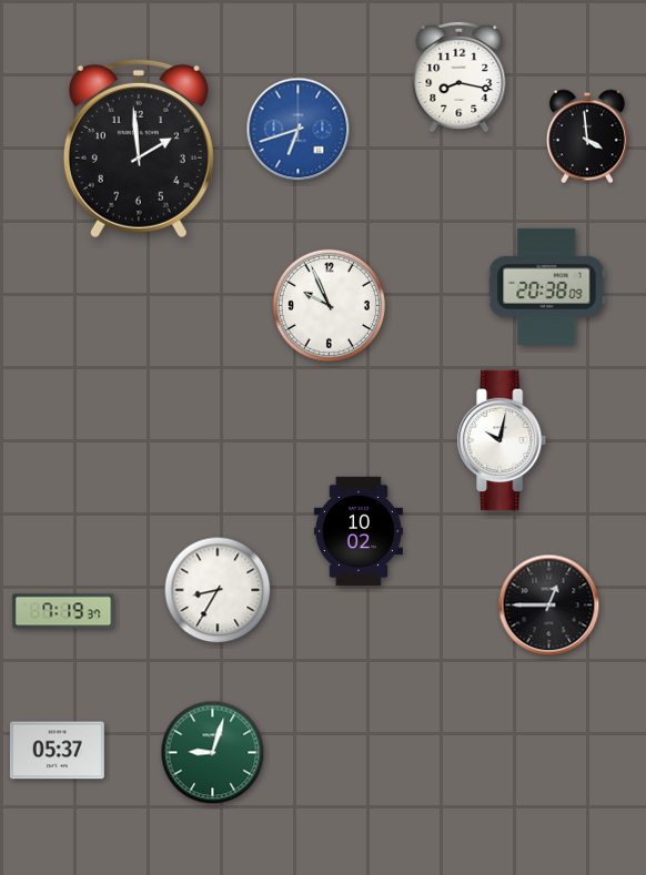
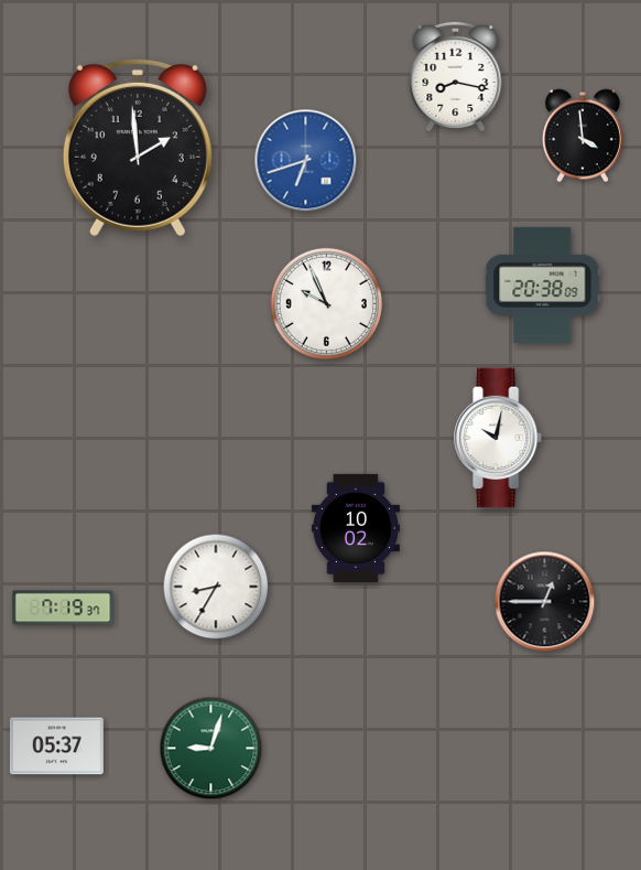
clock at (299, 130) position: (299, 130) -> (306, 161)
